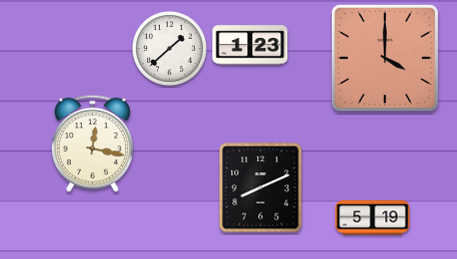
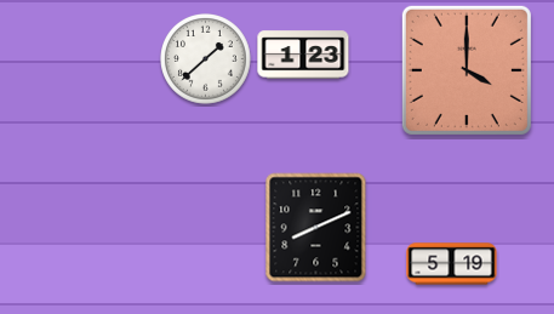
clock at (92, 144): 12:17 -> none
